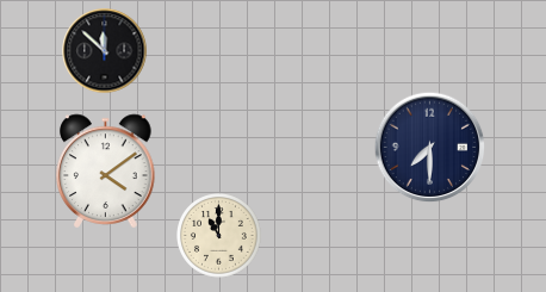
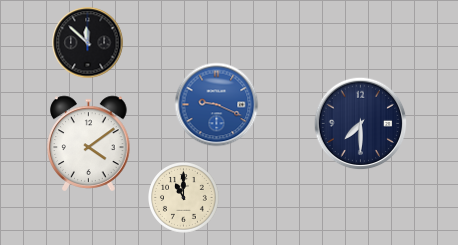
clock at (217, 105): none -> 9:19
